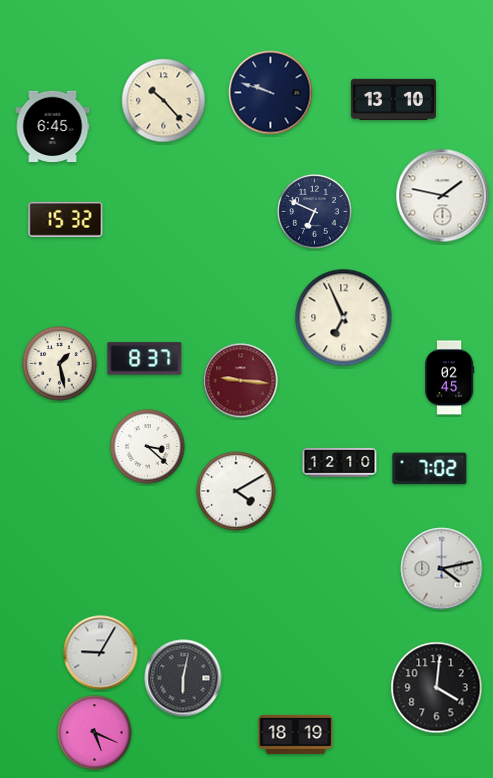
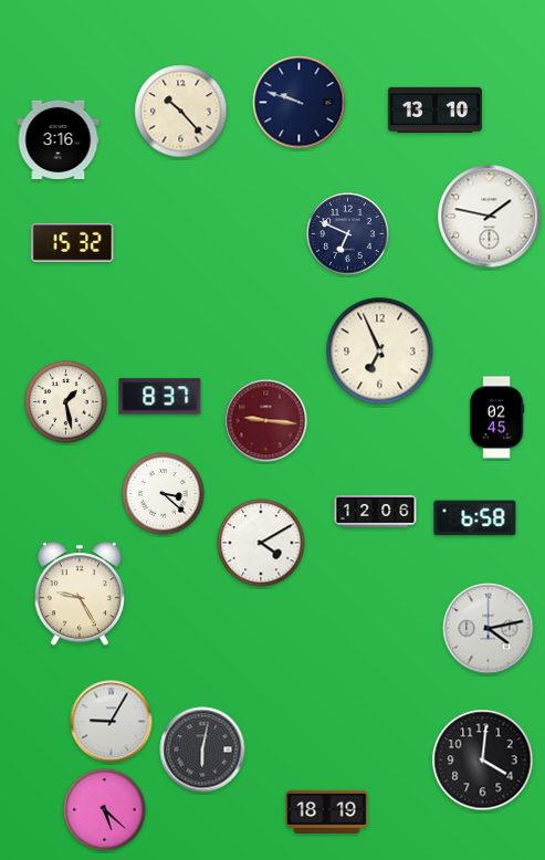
clock at (53, 127): 6:45 -> 3:16
clock at (340, 462): 12:10 -> 12:06
clock at (430, 469): 7:02 -> 6:58
clock at (80, 595): none -> 9:25
clock at (95, 733): 5:19 -> 5:22
